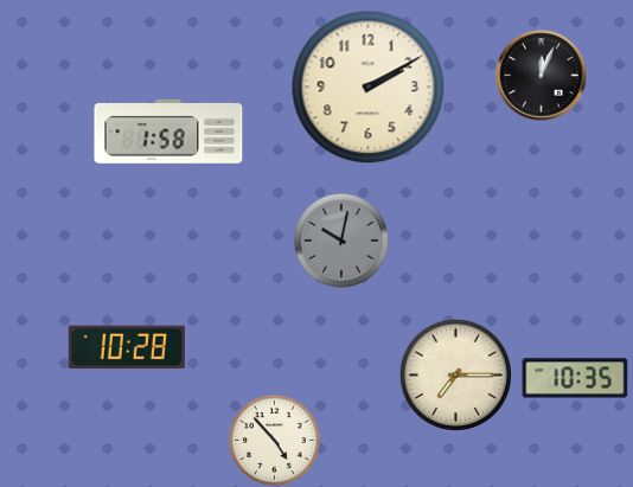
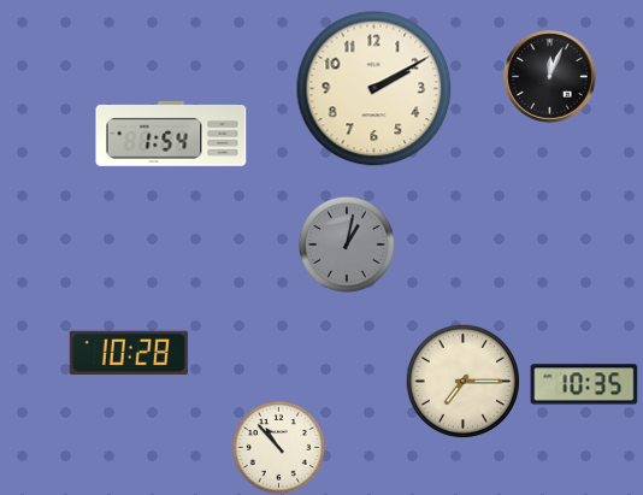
clock at (168, 132): 1:58 -> 1:54
clock at (341, 241): 10:02 -> 1:02
clock at (274, 440): 4:53 -> 10:53
